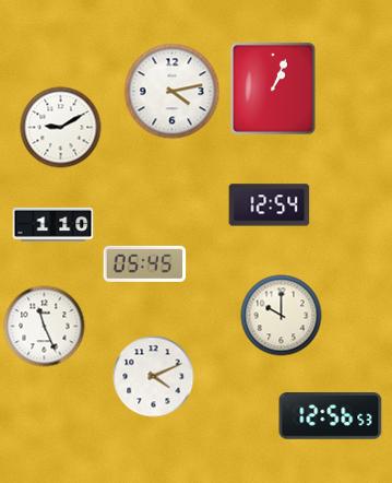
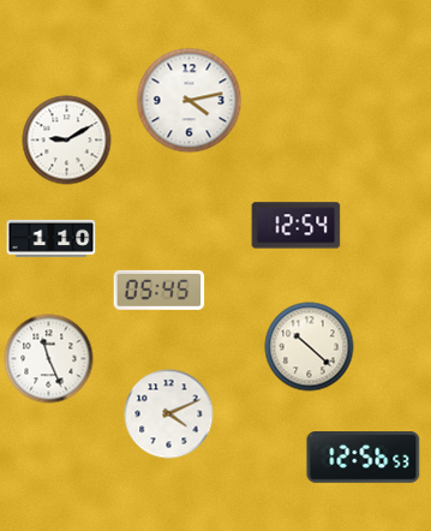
clock at (273, 89): 1:04 -> none
clock at (54, 224) position: (54, 224) -> (52, 238)
clock at (282, 316): 10:00 -> 10:22
